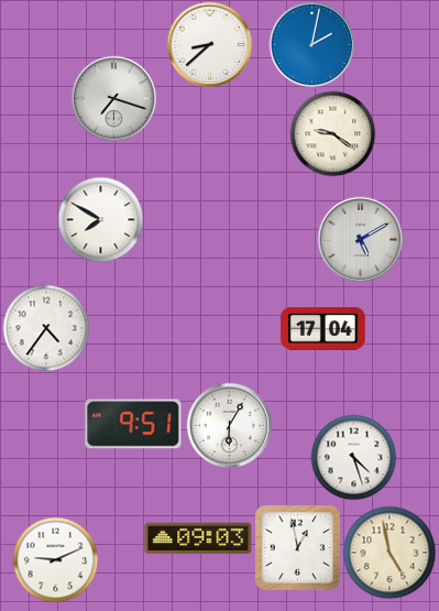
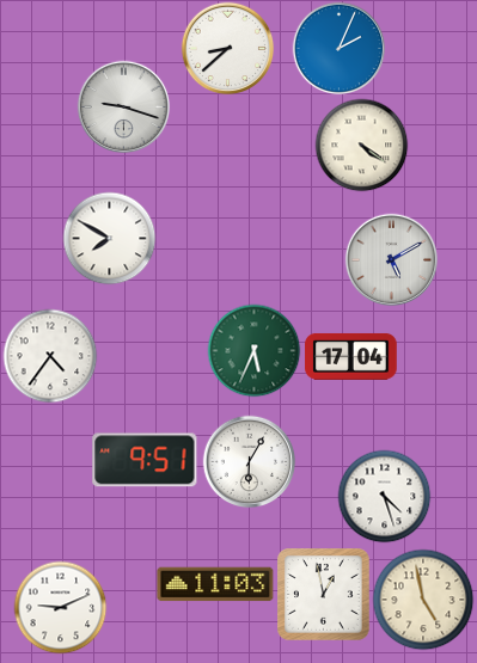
clock at (311, 44): 2:02 -> 2:04
clock at (113, 98): 7:18 -> 9:18
clock at (332, 133): 9:21 -> 4:21
clock at (253, 350): none -> 5:34
clock at (198, 538): 09:03 -> 11:03
